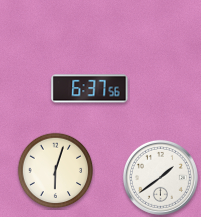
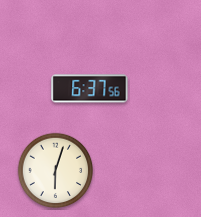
clock at (160, 177): 1:39 -> none
